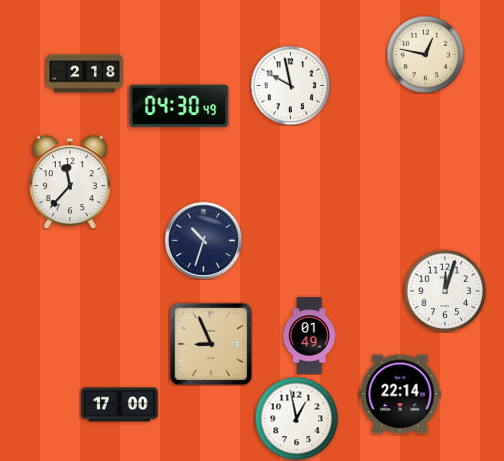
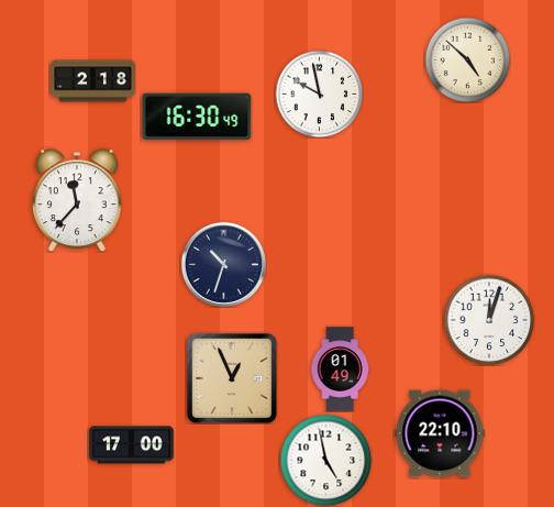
clock at (425, 54): 12:47 -> 4:52
clock at (179, 106): 04:30 -> 16:30
clock at (210, 343): 8:56 -> 12:56
clock at (400, 394): 22:14 -> 22:10
clock at (296, 418): 12:58 -> 4:58
